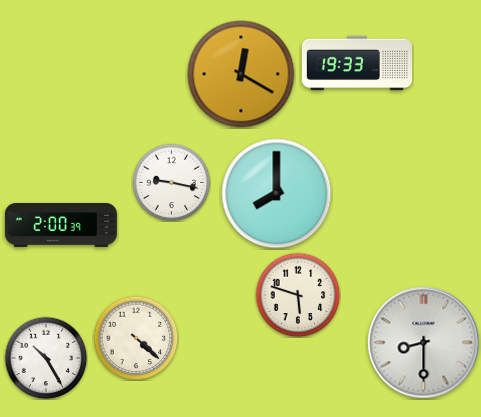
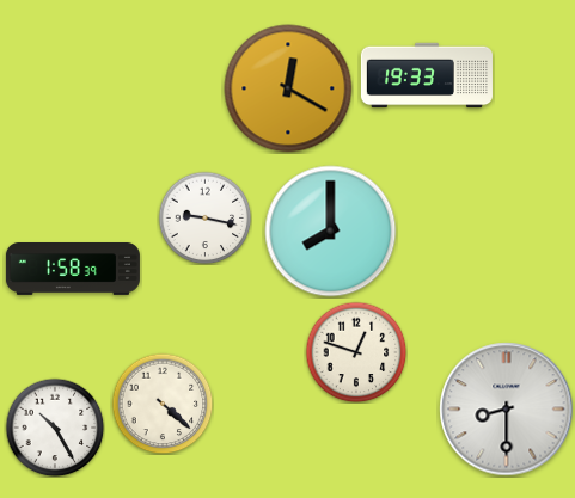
clock at (61, 226): 2:00 -> 1:58
clock at (298, 295): 5:48 -> 12:48
